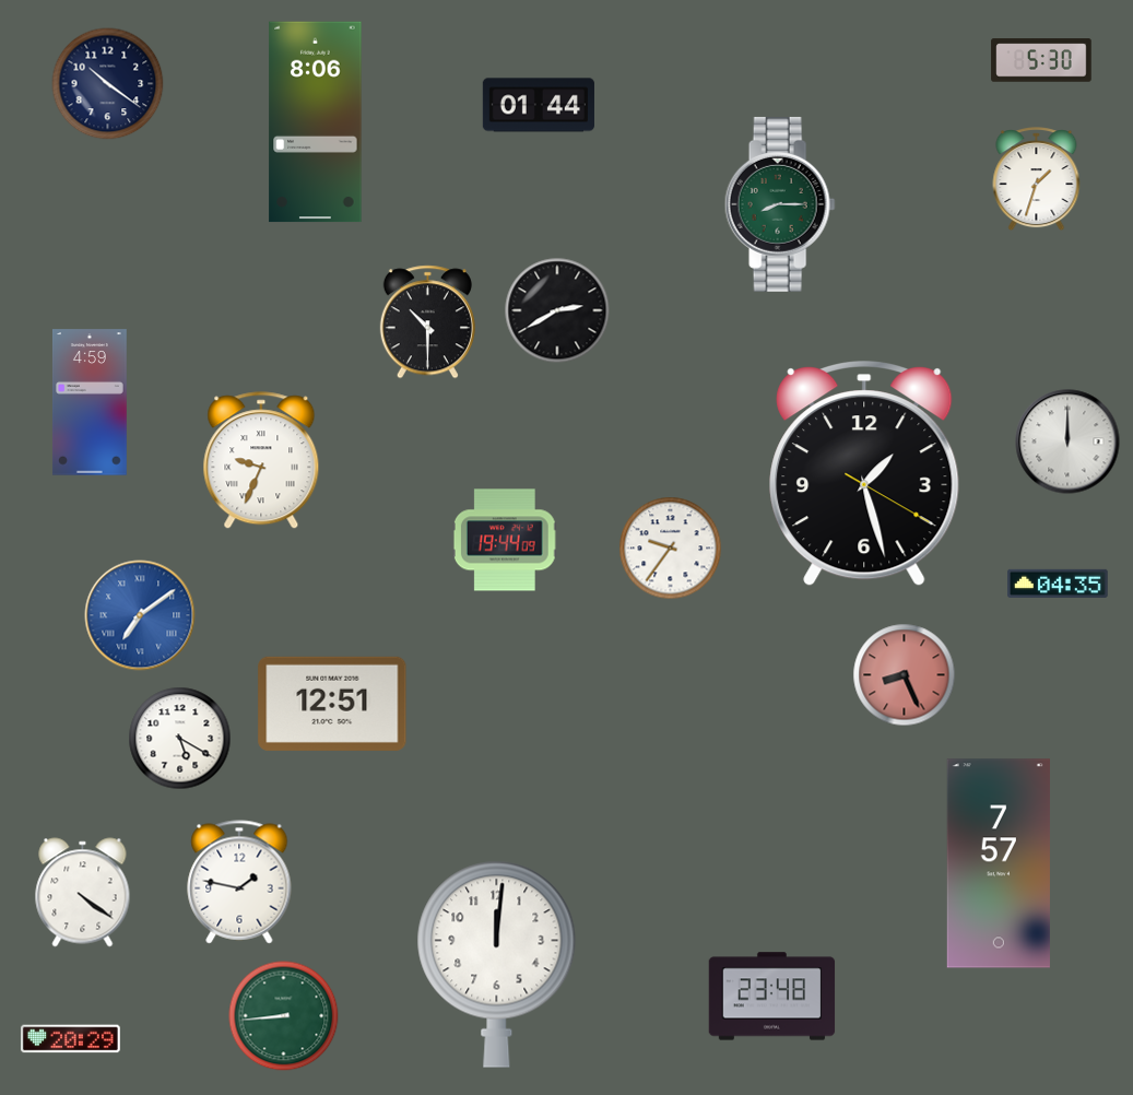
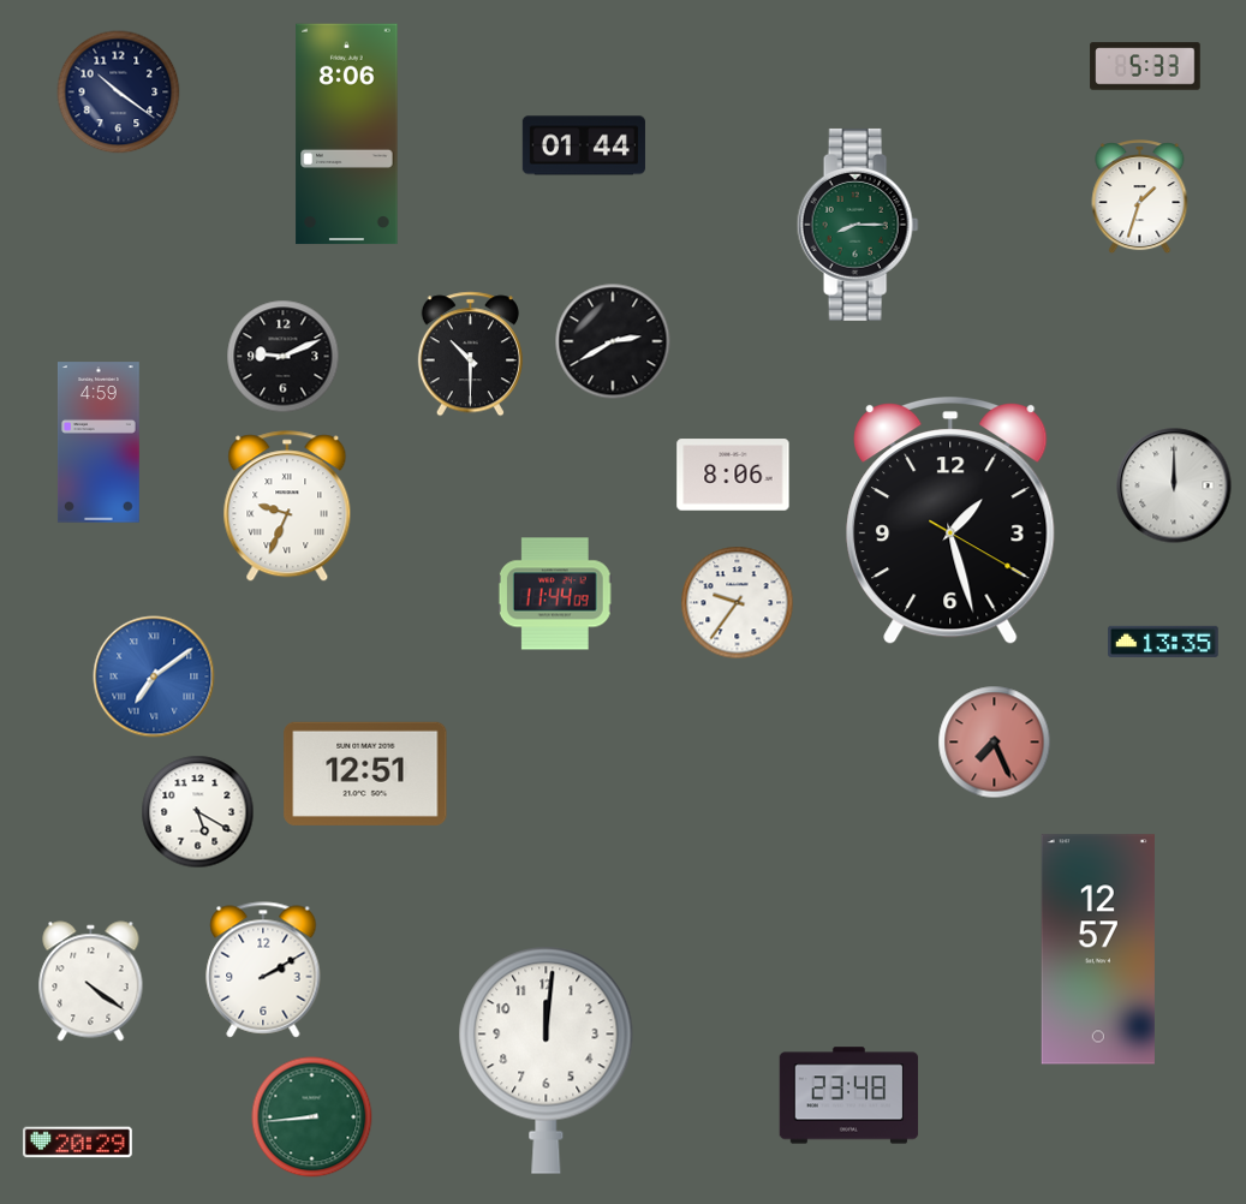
clock at (1041, 60): 5:30 -> 5:33
clock at (539, 105) position: (539, 105) -> (584, 145)
clock at (284, 357): none -> 9:11
clock at (733, 475): none -> 8:06
clock at (505, 540): 19:44 -> 11:44
clock at (1058, 584): 04:35 -> 13:35
clock at (905, 675): 8:26 -> 7:26
clock at (999, 863): 7:57 -> 12:57
clock at (239, 882): 1:47 -> 2:10
